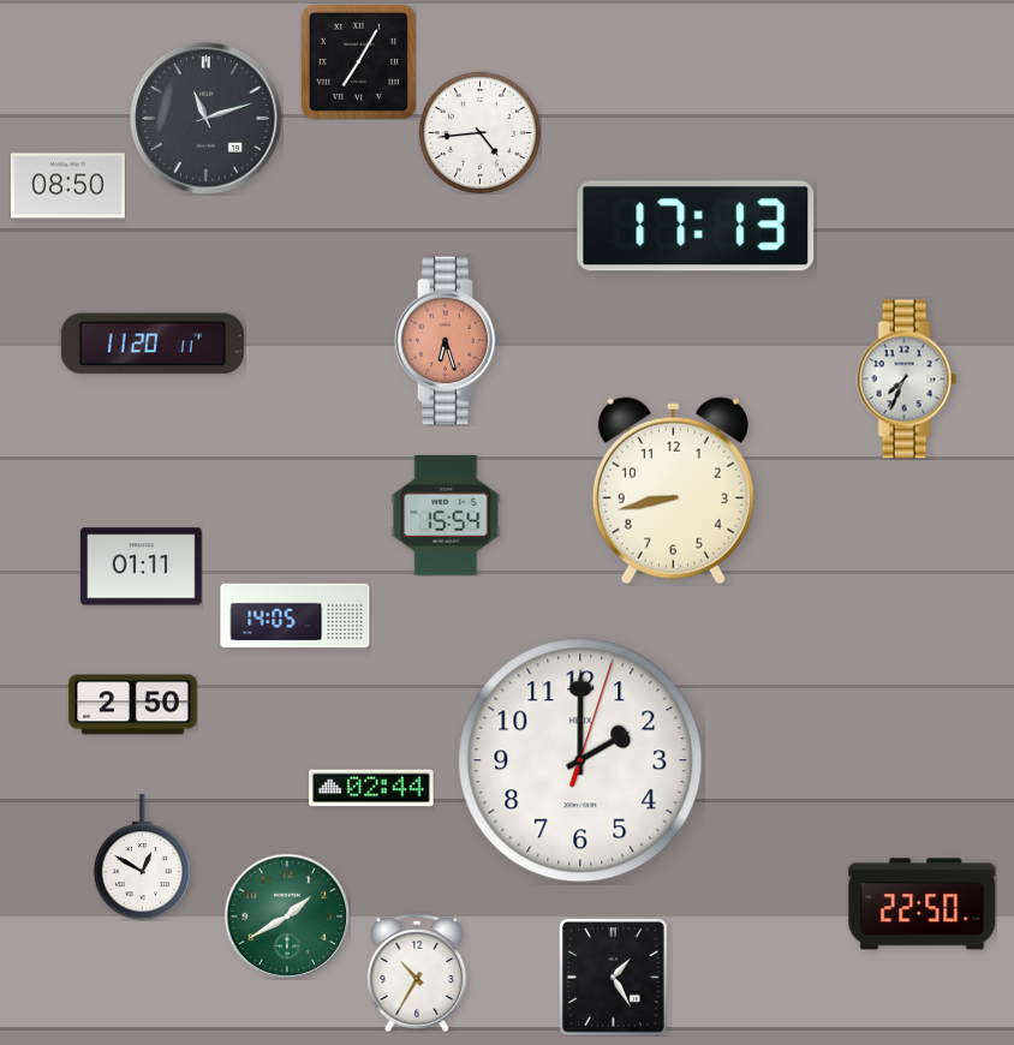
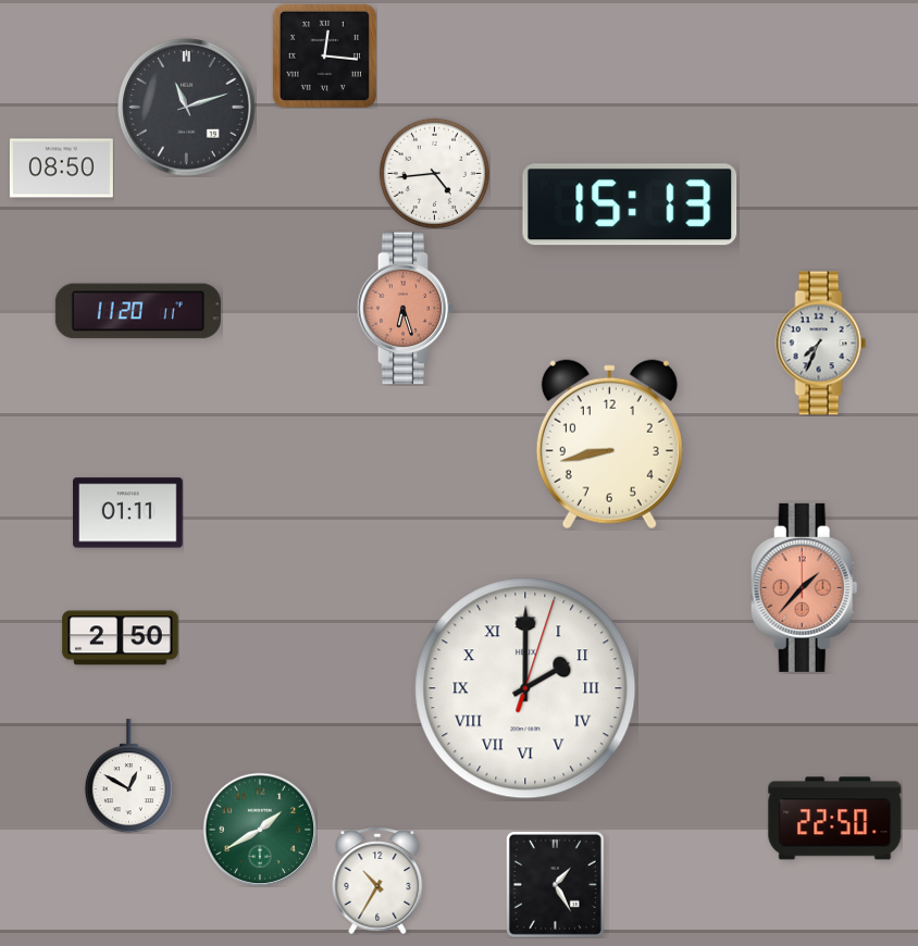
clock at (358, 61): 7:05 -> 12:16
clock at (479, 132) position: (479, 132) -> (434, 173)
clock at (696, 226): 17:13 -> 15:13
clock at (446, 515): 15:54 -> none
clock at (296, 616): 14:05 -> none
clock at (804, 587): none -> 1:37
clock at (580, 760) numerals: Arabic -> Roman
clock at (371, 788): 02:44 -> none
